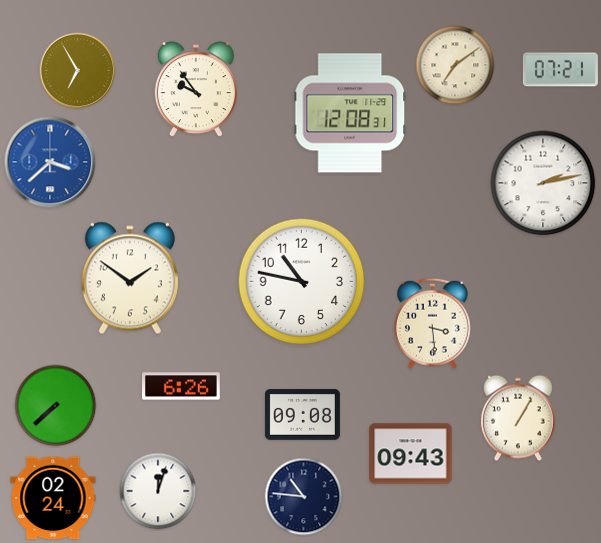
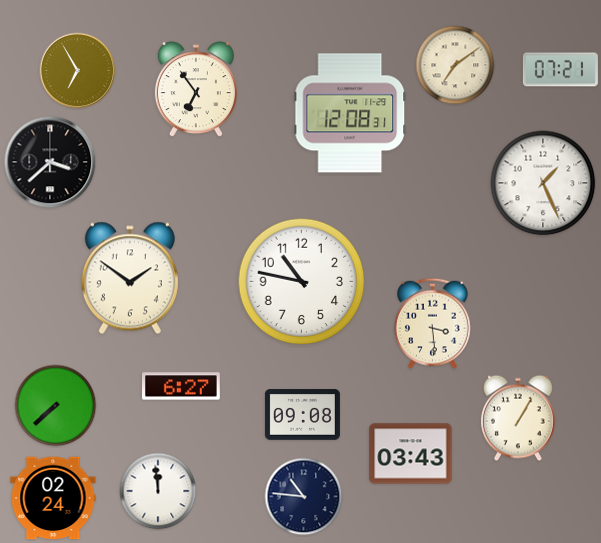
clock at (196, 90): 9:54 -> 6:54
clock at (50, 162) dial: blue -> black
clock at (543, 183): 2:13 -> 1:26
clock at (182, 386): 6:26 -> 6:27
clock at (411, 454): 09:43 -> 03:43
clock at (158, 491): 12:03 -> 11:59
